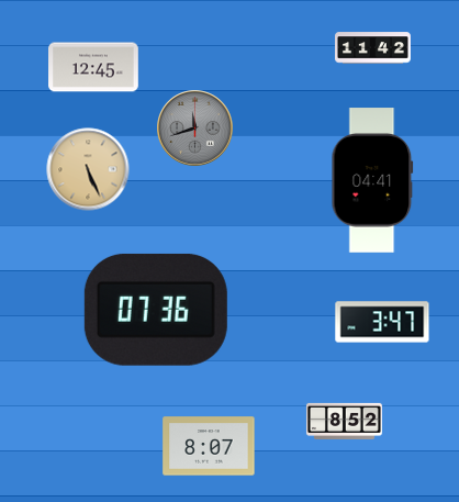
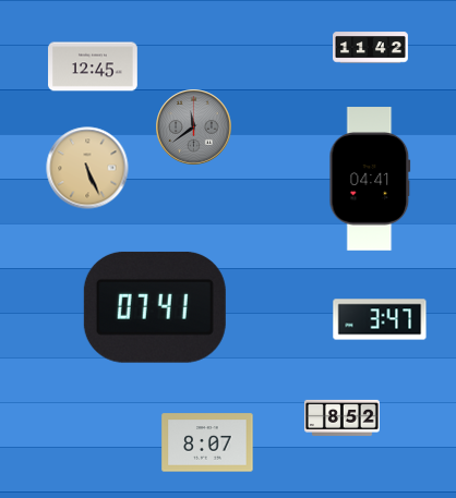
clock at (195, 129): 11:42 -> 11:39
clock at (156, 310): 07:36 -> 07:41
